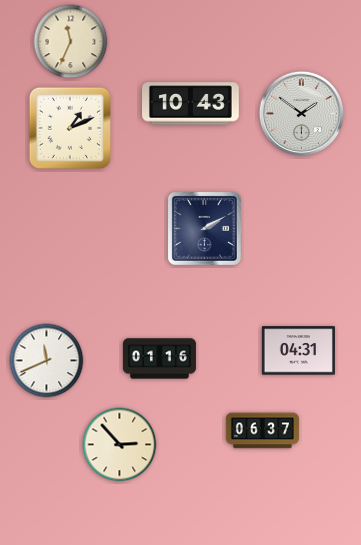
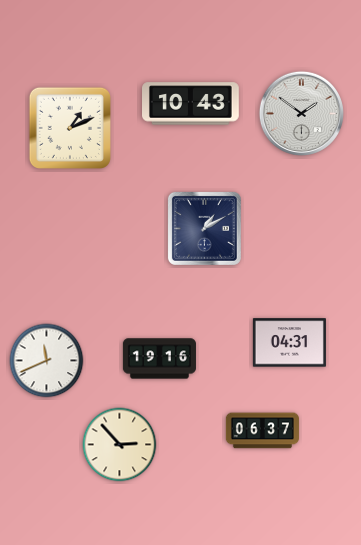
clock at (71, 42): 11:34 -> none
clock at (204, 228): 2:10 -> 1:10
clock at (298, 351) position: (298, 351) -> (289, 343)
clock at (159, 359): 01:16 -> 19:16
